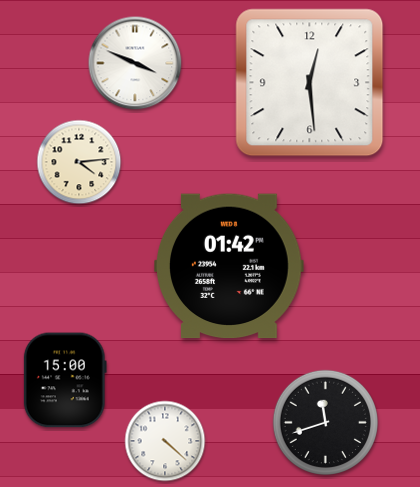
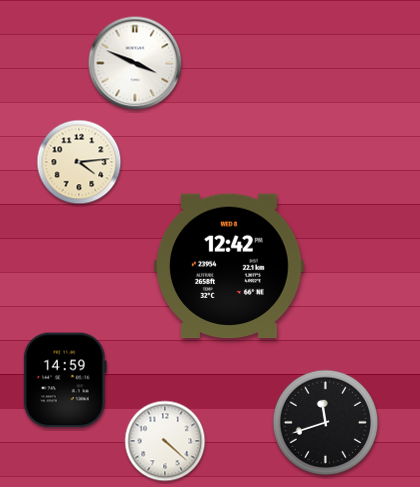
clock at (310, 83): 12:29 -> none
clock at (230, 266): 01:42 -> 12:42
clock at (65, 380): 15:00 -> 14:59
